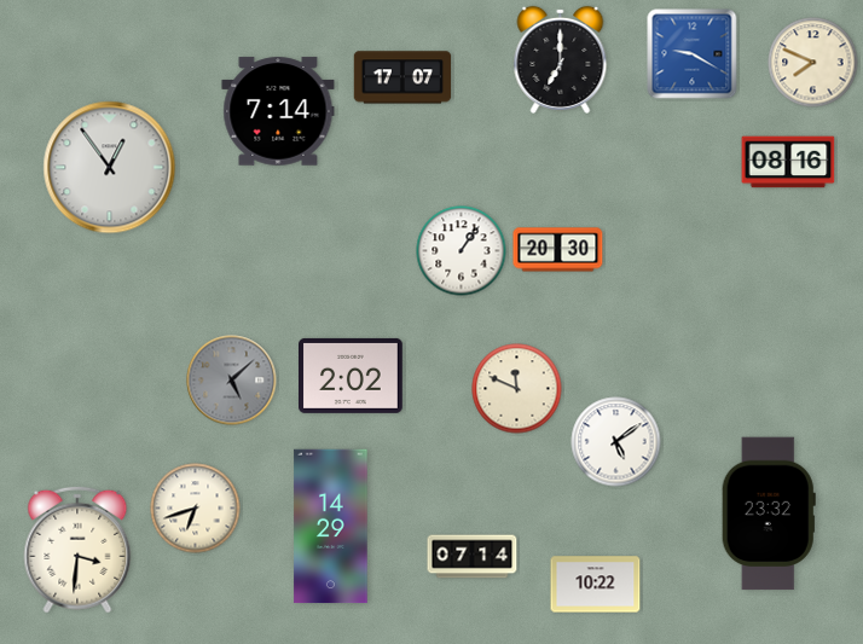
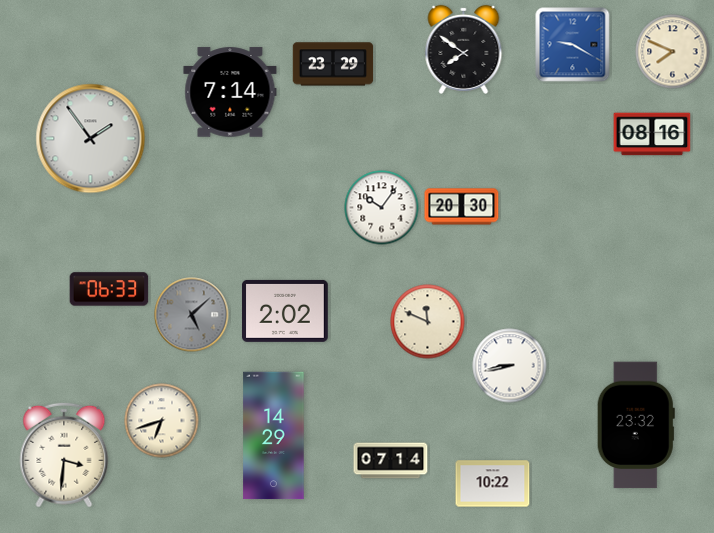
clock at (561, 59): 7:00 -> 7:51
clock at (402, 77): 17:07 -> 23:29
clock at (110, 168): 12:54 -> 1:54
clock at (462, 251): 1:06 -> 10:06
clock at (109, 289): none -> 06:33
clock at (352, 376) position: (352, 376) -> (286, 311)
clock at (616, 442): 5:09 -> 8:43
